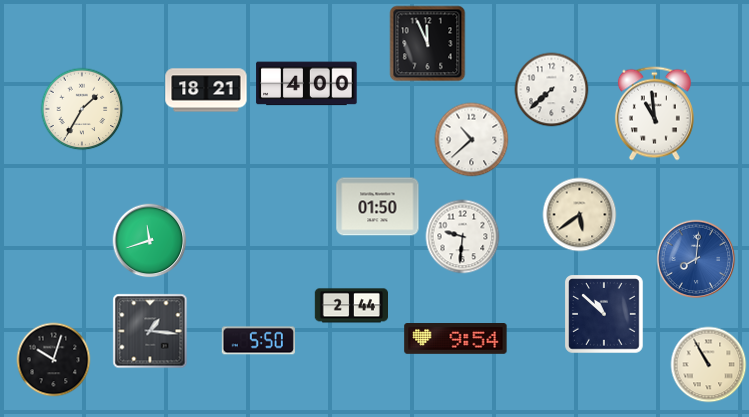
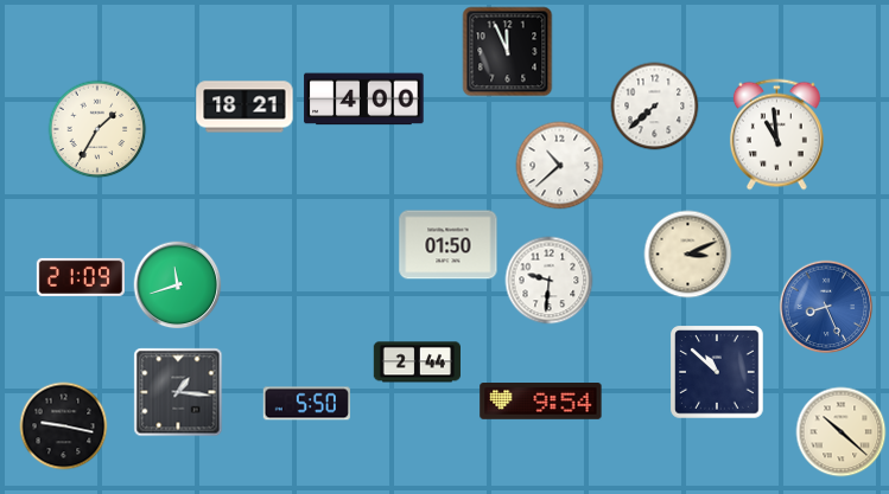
clock at (580, 215): 5:39 -> 3:11
clock at (81, 277): none -> 21:09
clock at (696, 259): 8:01 -> 8:26
clock at (54, 360): 10:03 -> 9:17
clock at (709, 365): 10:55 -> 10:22
